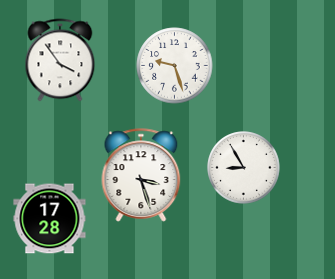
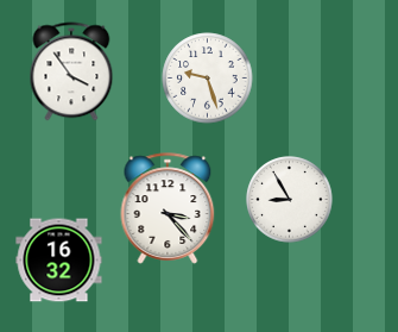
clock at (141, 175): 3:27 -> 3:23
clock at (50, 219): 17:28 -> 16:32
